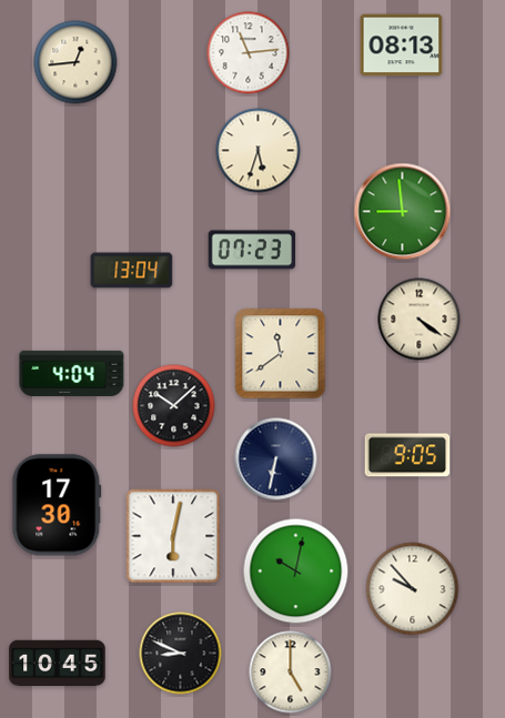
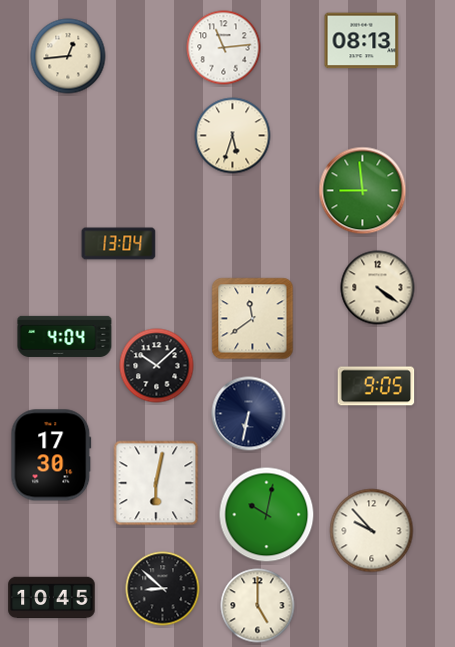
clock at (252, 250): 07:23 -> none
clock at (407, 455) position: (407, 455) -> (376, 386)
clock at (181, 654): 8:49 -> 8:52
clock at (291, 673) position: (291, 673) -> (258, 606)
